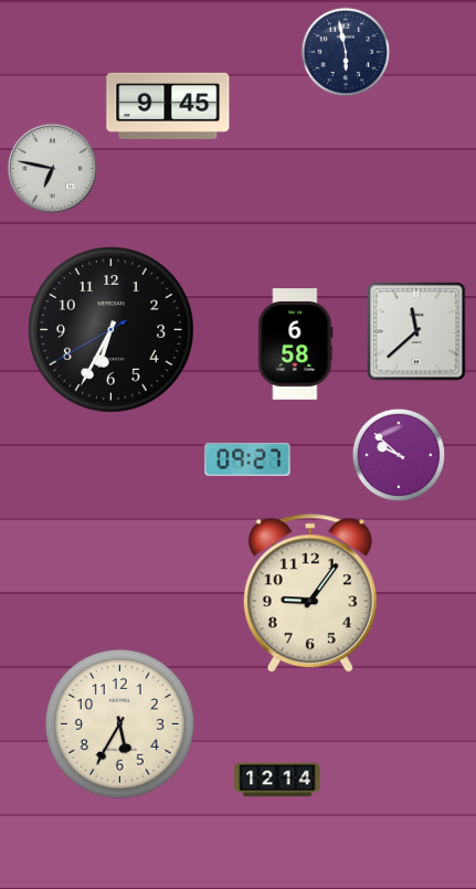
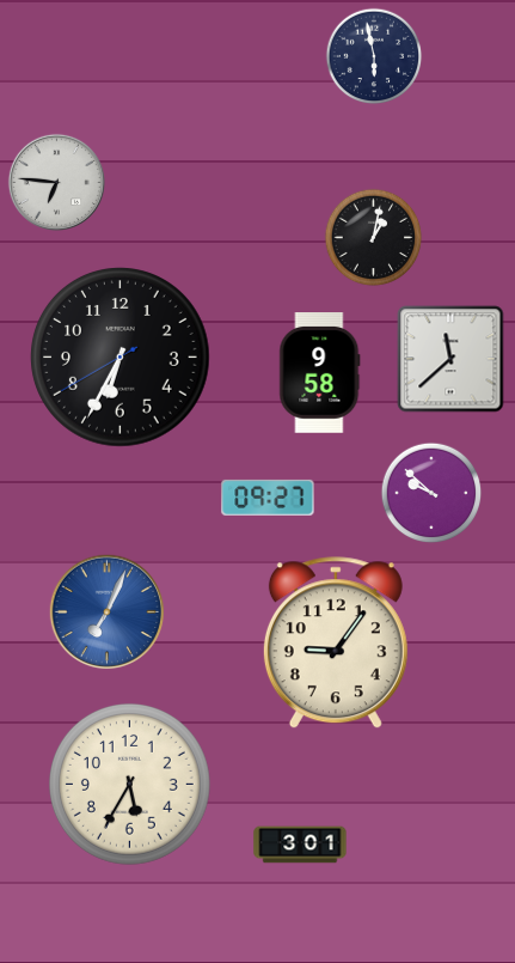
clock at (168, 106): 9:45 -> none
clock at (52, 168): 6:47 -> 6:46
clock at (374, 238): none -> 1:02
clock at (296, 345): 6:58 -> 9:58
clock at (108, 612): none -> 7:04
clock at (277, 780): 12:14 -> 3:01
